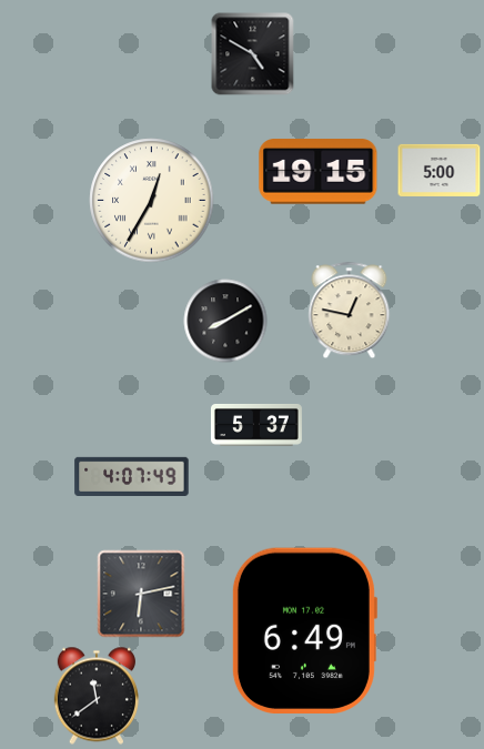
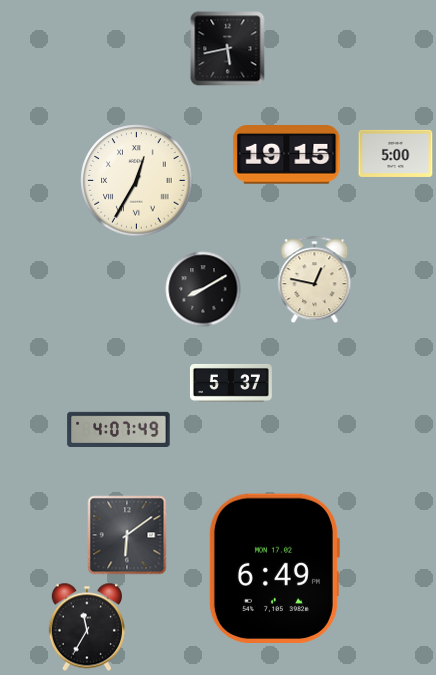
clock at (253, 54): 4:50 -> 5:43
clock at (141, 594): 6:13 -> 6:09
clock at (95, 696): 11:39 -> 11:35
